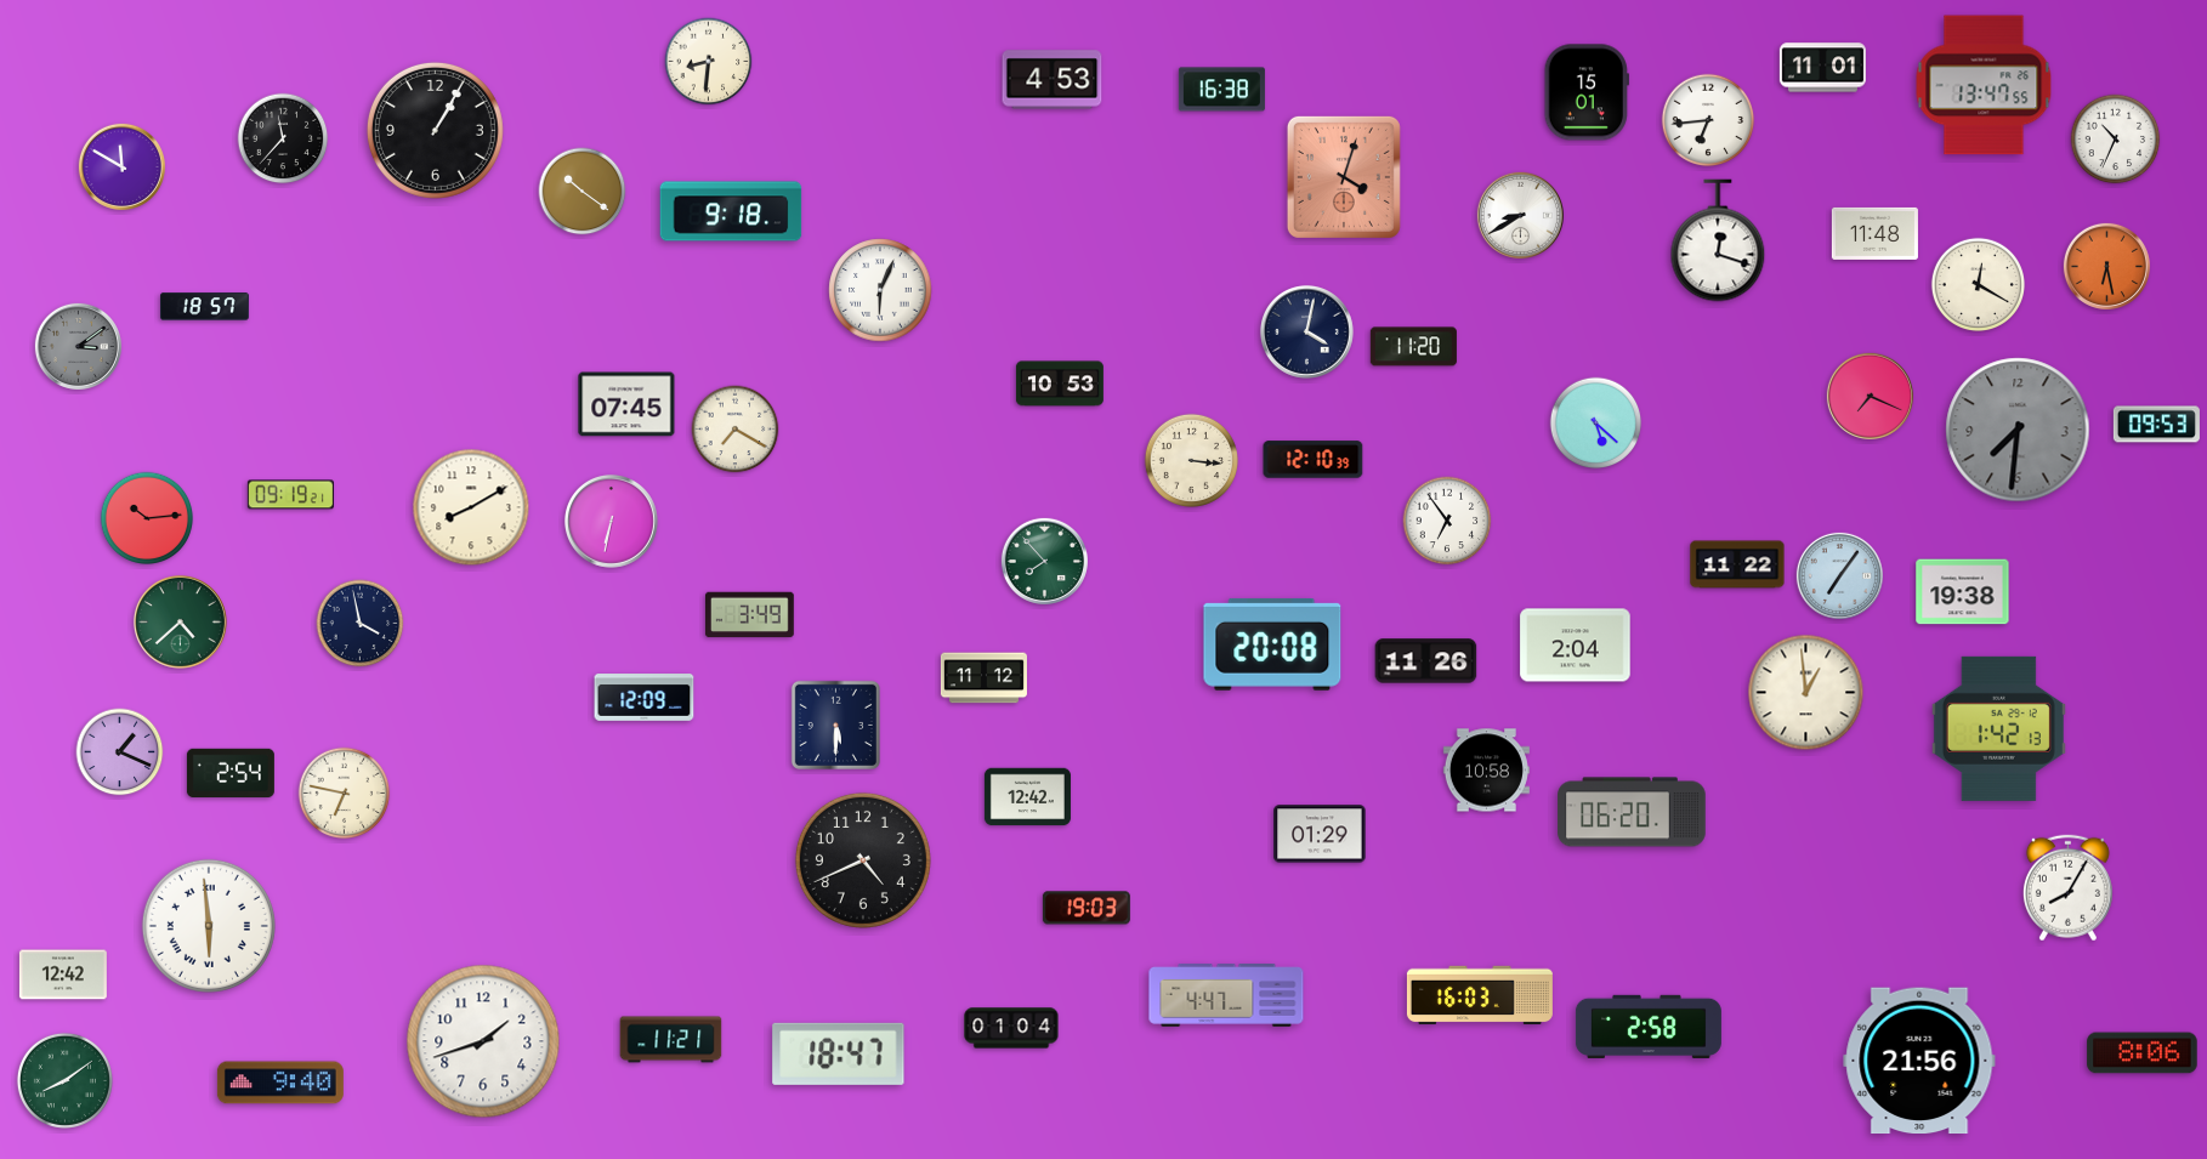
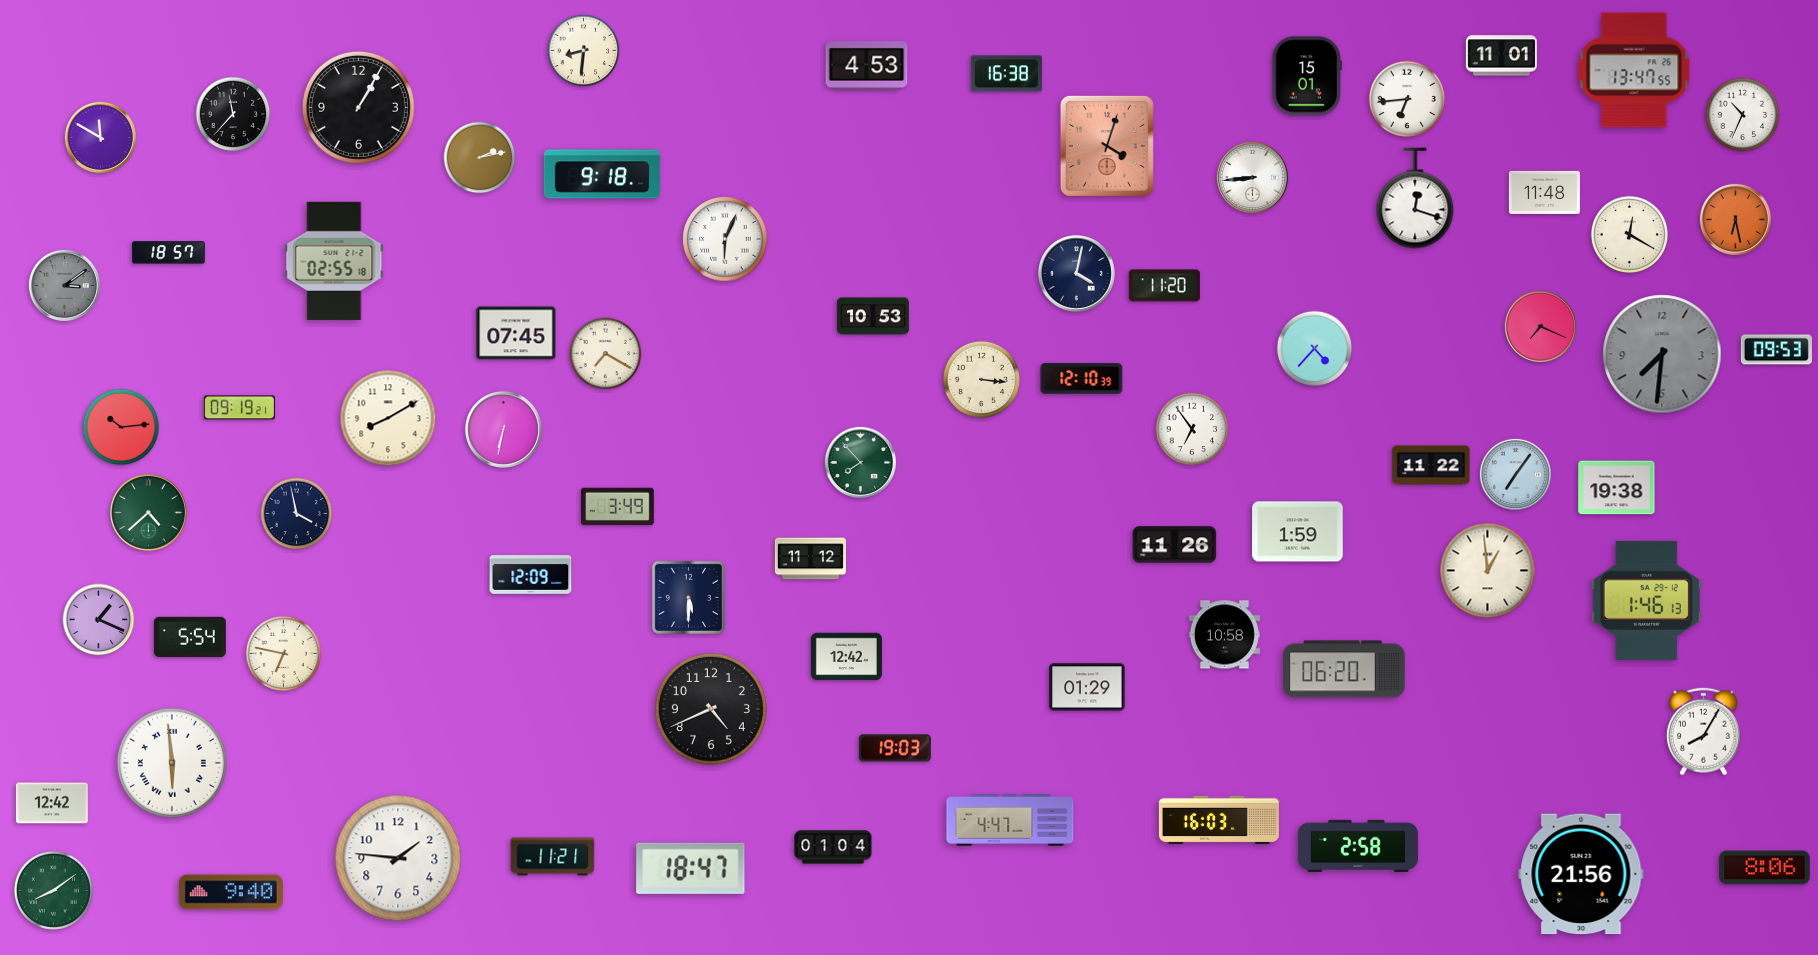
clock at (583, 192): 10:21 -> 2:13
clock at (1520, 215): 8:40 -> 8:44
clock at (334, 261): none -> 02:55
clock at (1596, 424): 5:22 -> 4:37
clock at (1272, 644): 20:08 -> none
clock at (1576, 646): 2:04 -> 1:59
clock at (1998, 728): 1:42 -> 1:46
clock at (231, 773): 2:54 -> 5:54
clock at (483, 1041): 1:42 -> 1:46
